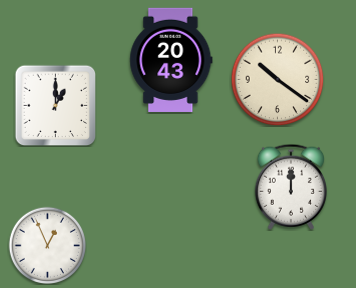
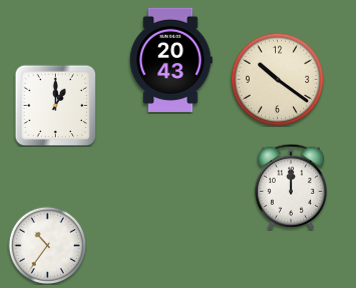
clock at (47, 245): 12:56 -> 10:36
